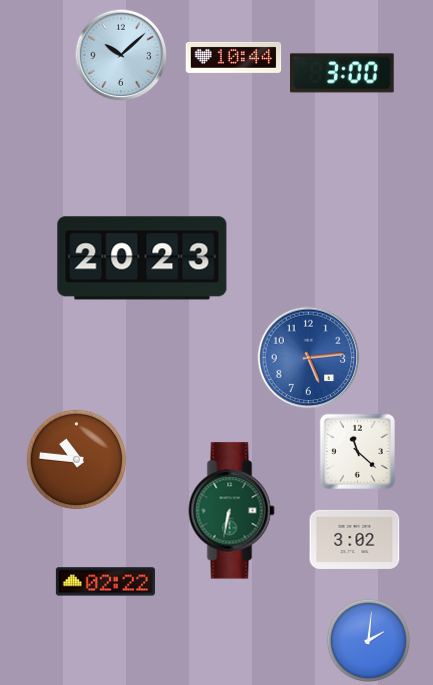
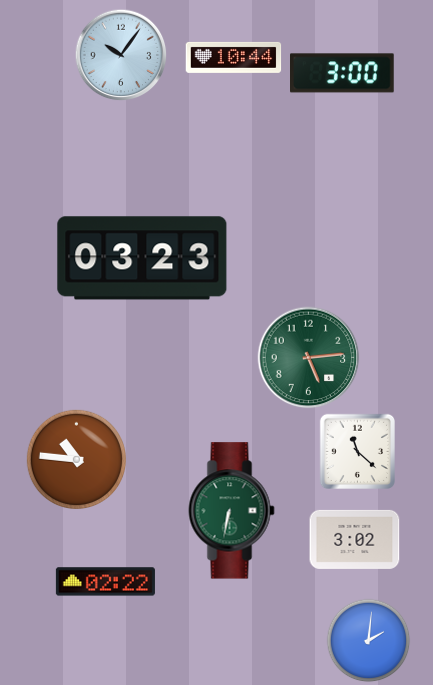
clock at (121, 55): 10:08 -> 10:06
clock at (142, 258): 20:23 -> 03:23
clock at (309, 358) dial: blue -> green
